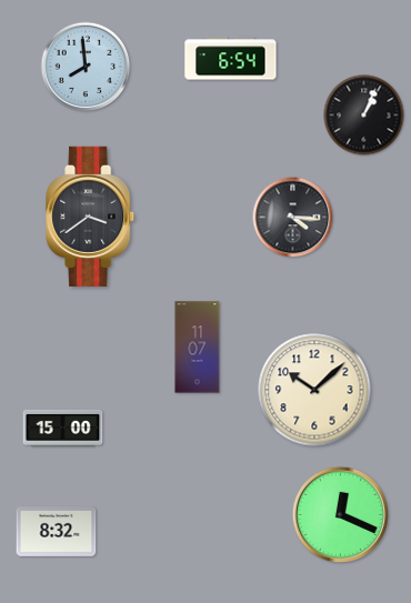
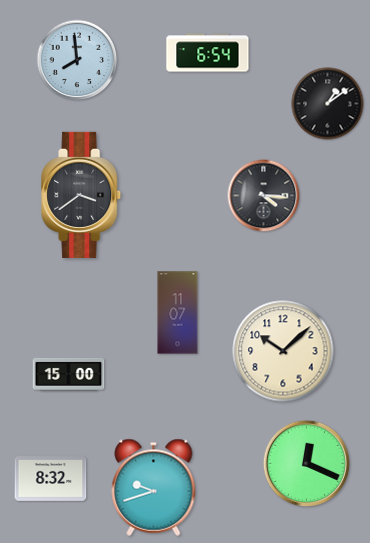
clock at (364, 115): 1:04 -> 1:09
clock at (63, 428) position: (63, 428) -> (69, 374)
clock at (154, 487): none -> 9:42
